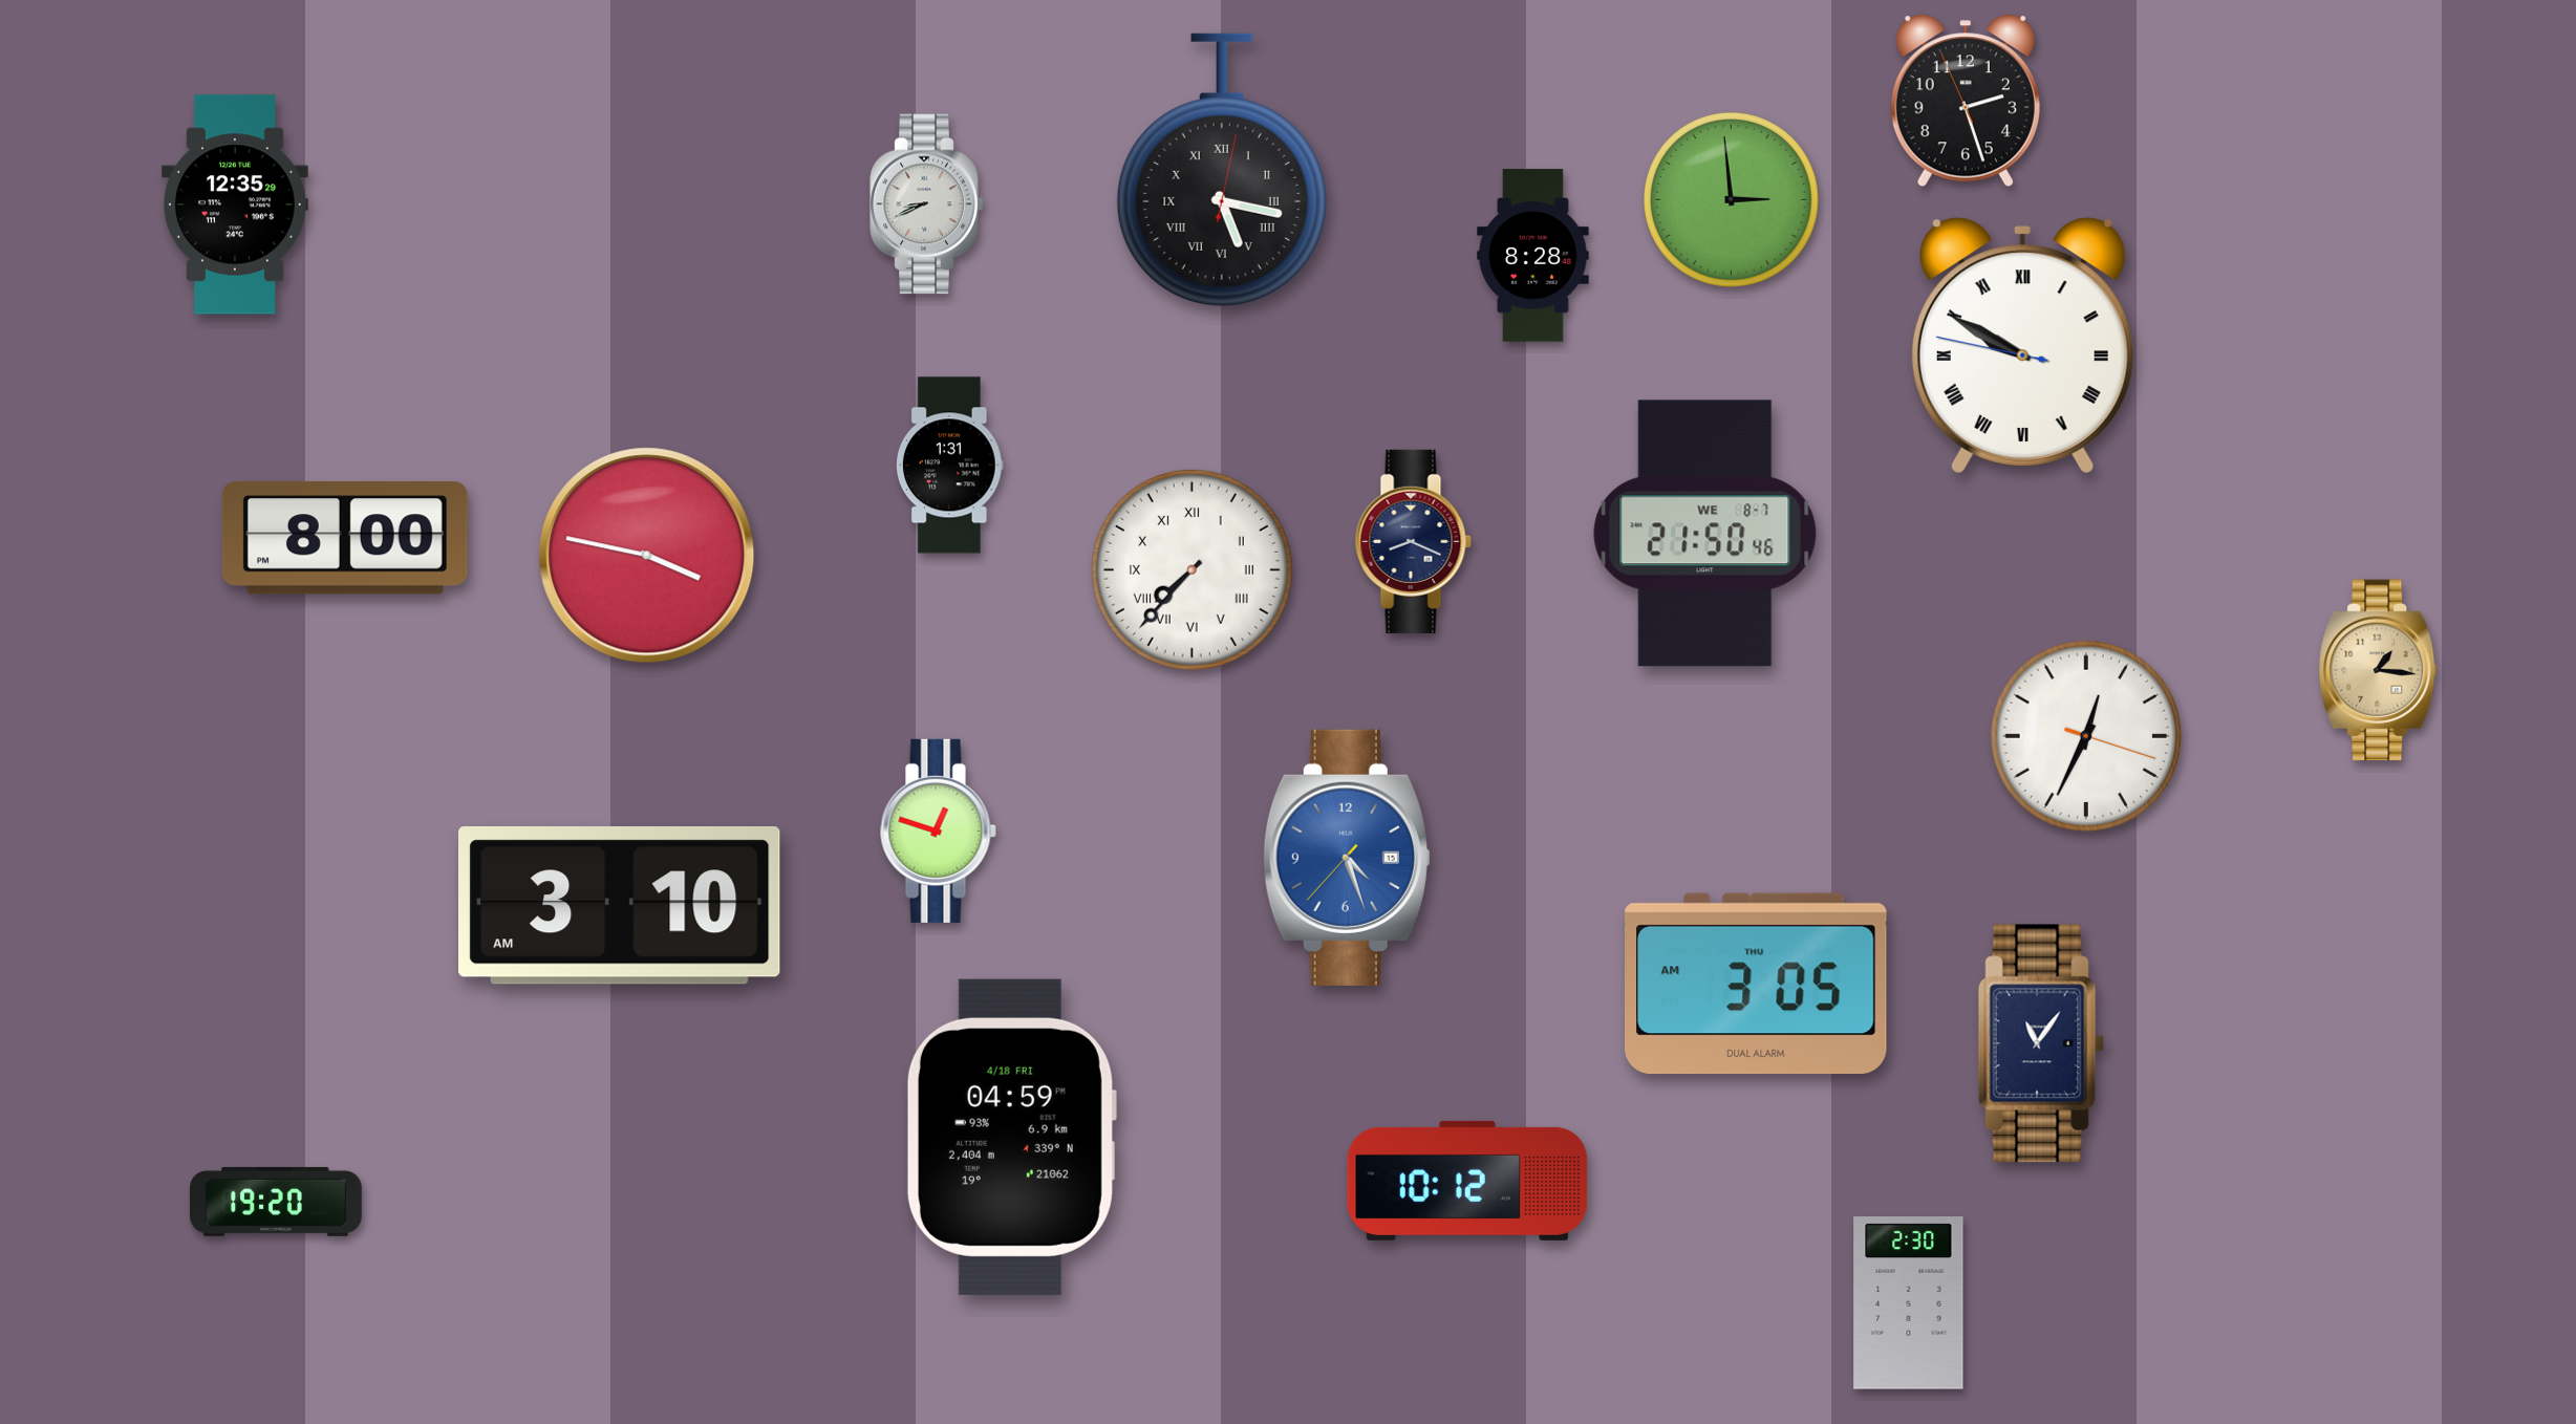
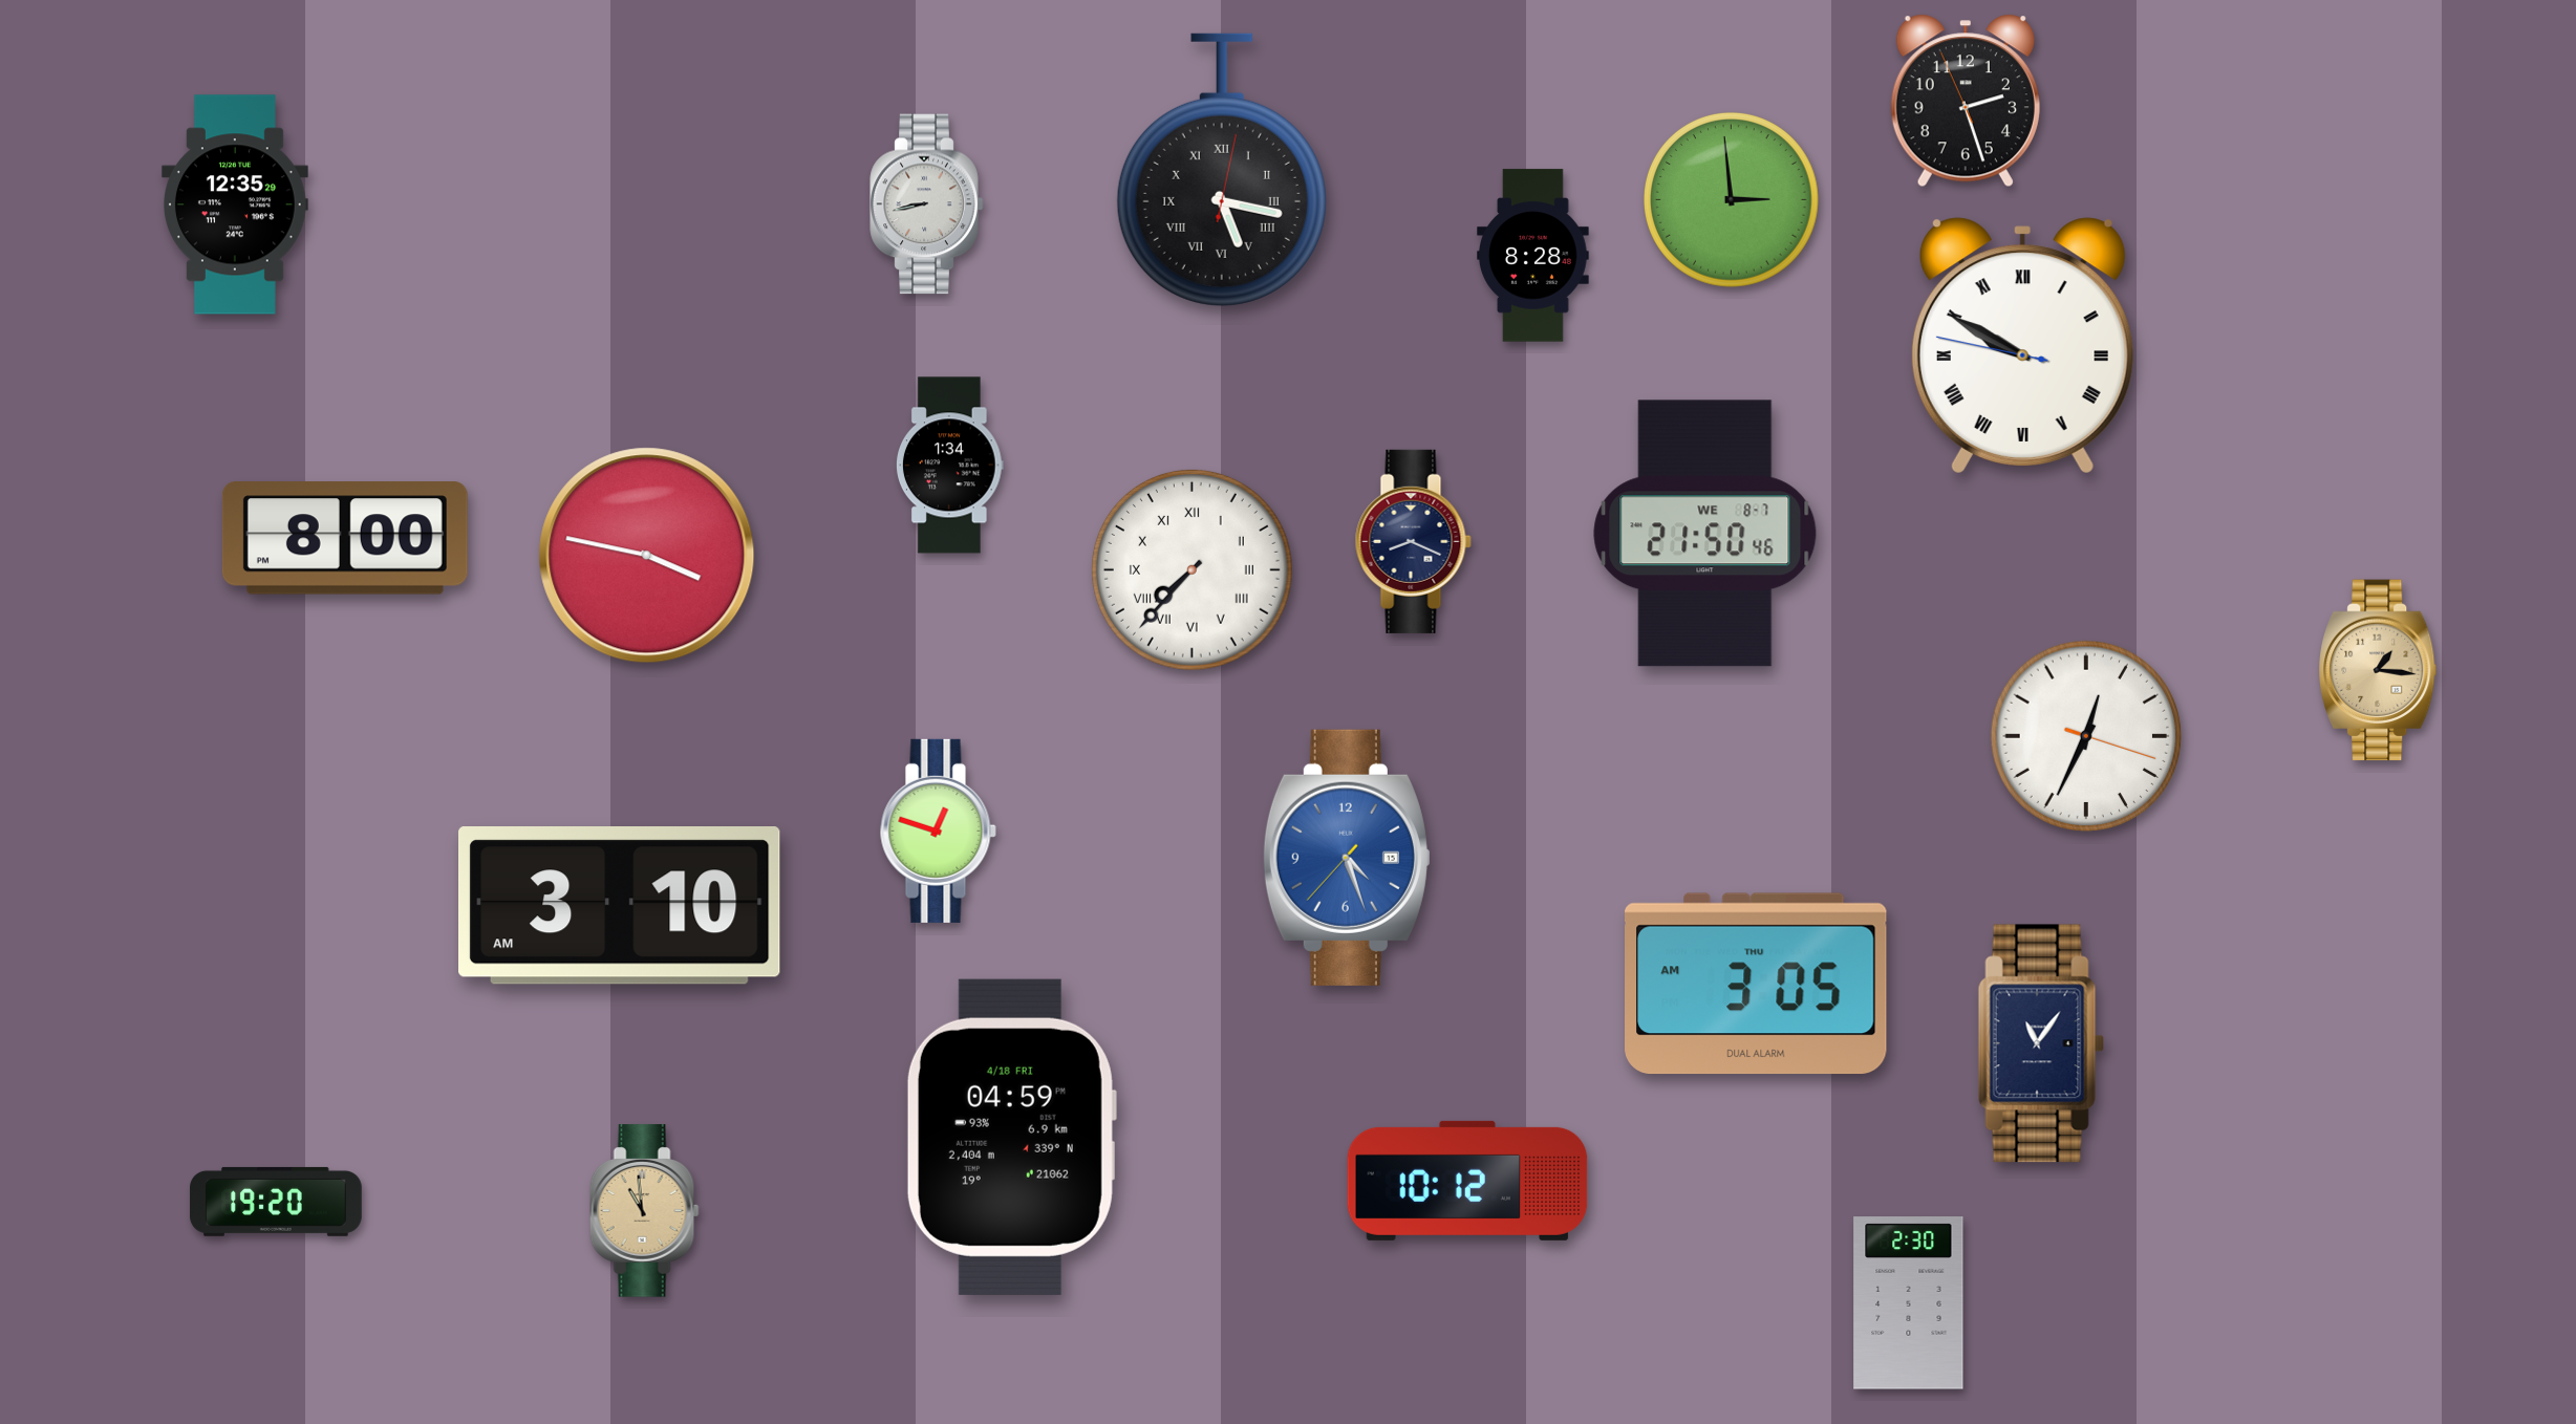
clock at (927, 204): 8:41 -> 8:43
clock at (949, 466): 1:31 -> 1:34
clock at (644, 1211): none -> 10:59
